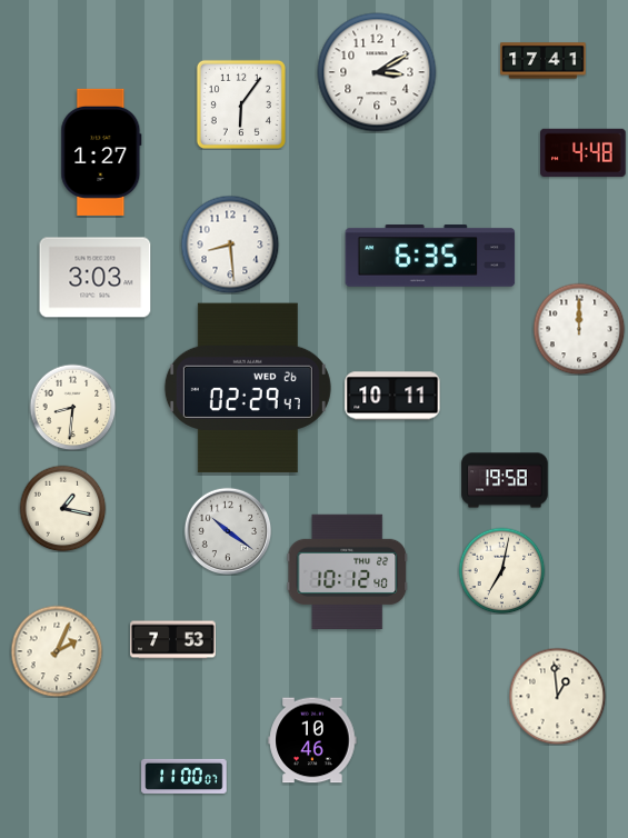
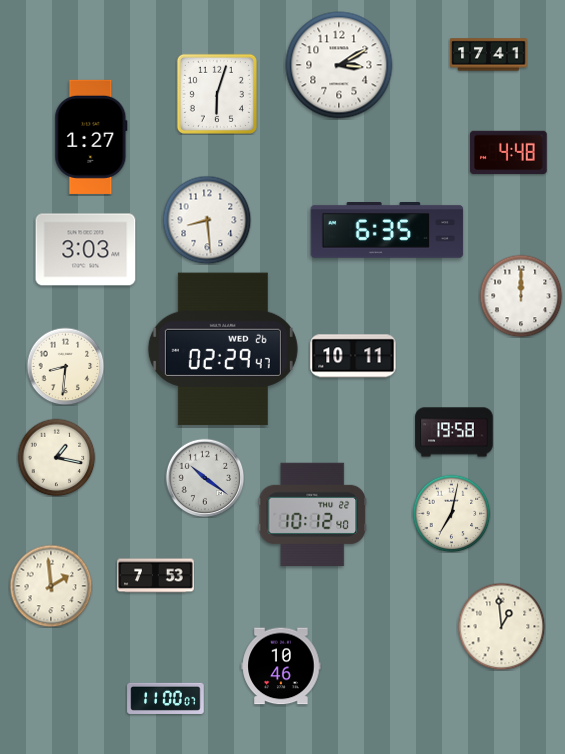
clock at (241, 104): 6:06 -> 6:03
clock at (584, 153) position: (584, 153) -> (509, 153)
clock at (57, 651): 2:04 -> 1:59
